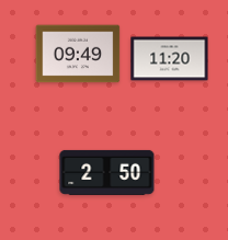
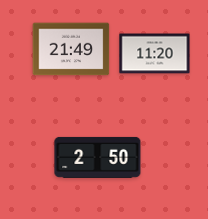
clock at (78, 54): 09:49 -> 21:49
